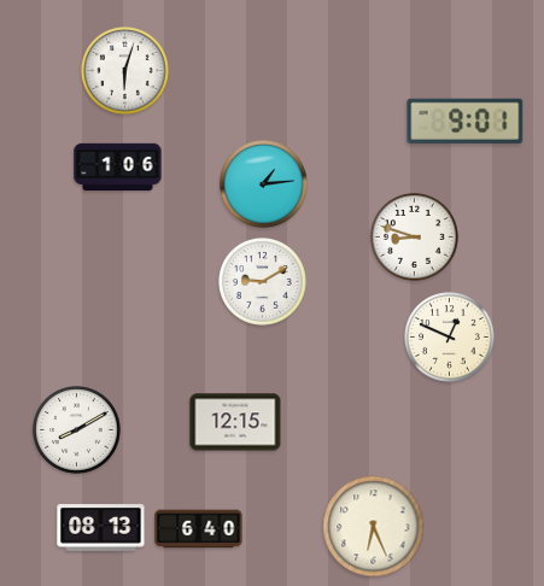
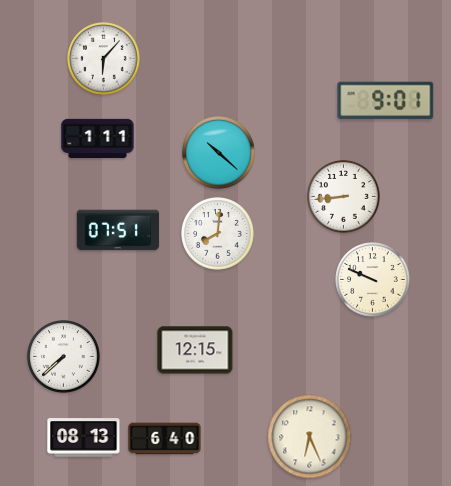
clock at (125, 71): 6:03 -> 6:07
clock at (118, 168): 1:06 -> 1:11
clock at (264, 184): 1:14 -> 10:22
clock at (415, 238): 8:48 -> 8:44
clock at (118, 230): none -> 07:51
clock at (263, 282): 9:10 -> 8:01
clock at (450, 338): 12:49 -> 9:49
clock at (77, 430): 8:10 -> 7:38
